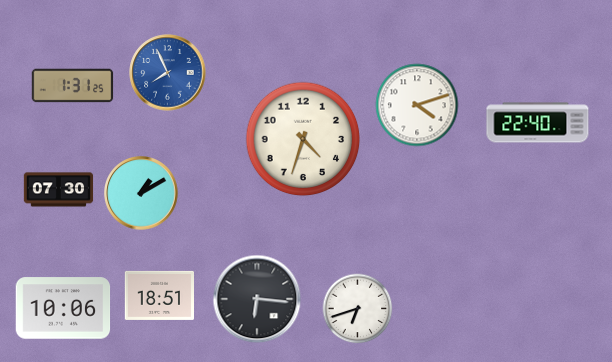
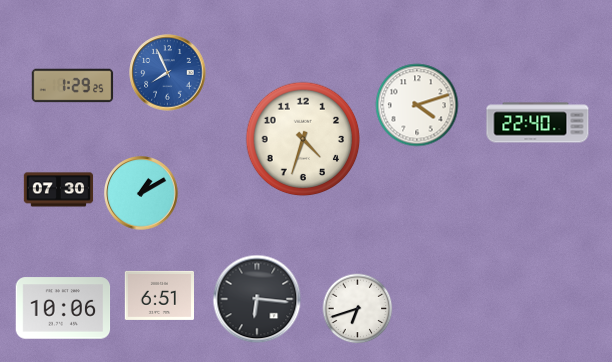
clock at (73, 86): 1:31 -> 1:29
clock at (159, 295): 18:51 -> 6:51
